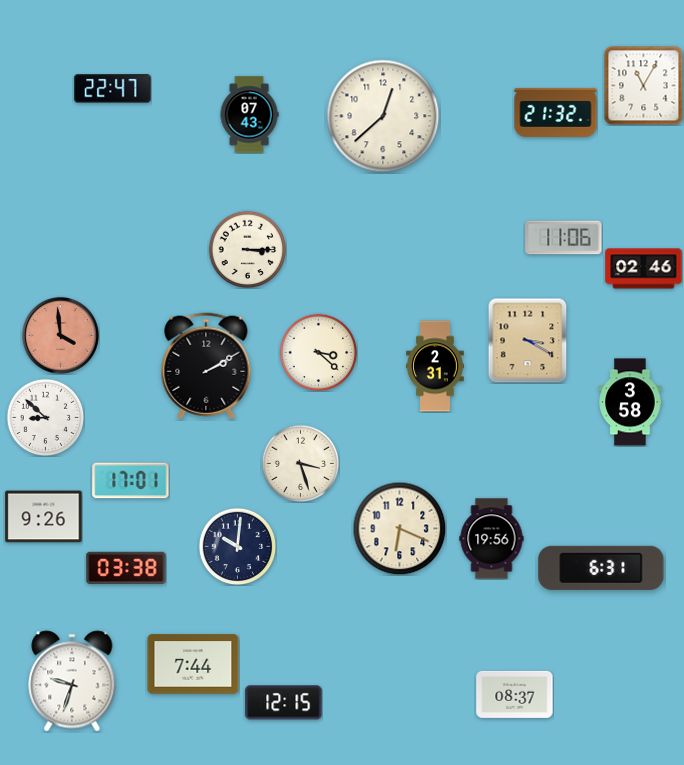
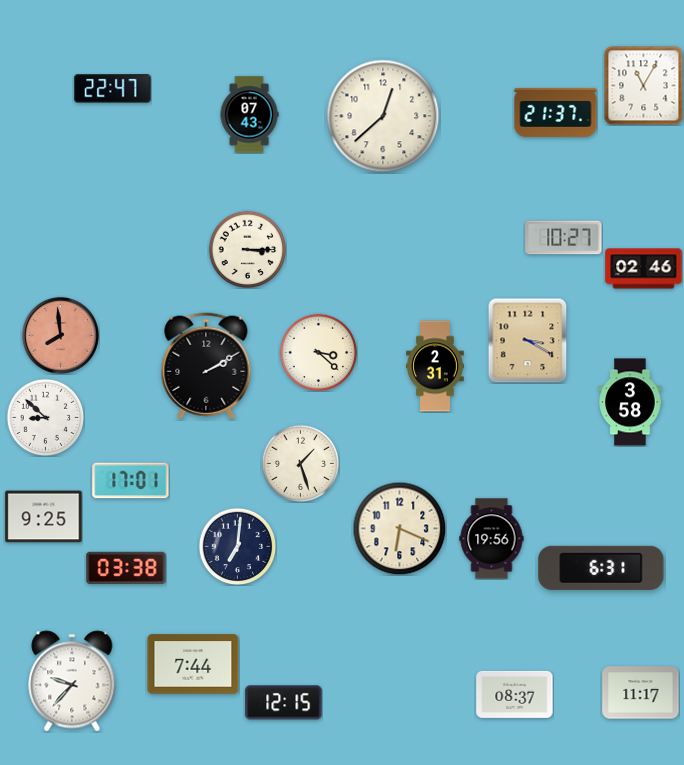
clock at (556, 112): 21:32 -> 21:37
clock at (564, 238): 11:06 -> 10:27
clock at (60, 335): 3:59 -> 7:59
clock at (300, 463): 3:27 -> 1:27
clock at (44, 517): 9:26 -> 9:25
clock at (237, 546): 10:01 -> 7:01
clock at (72, 681): 9:33 -> 9:37
clock at (641, 693): none -> 11:17
